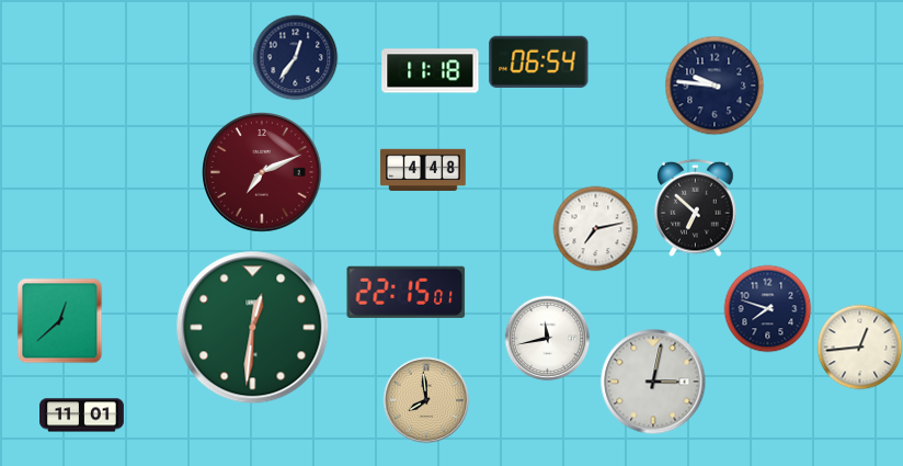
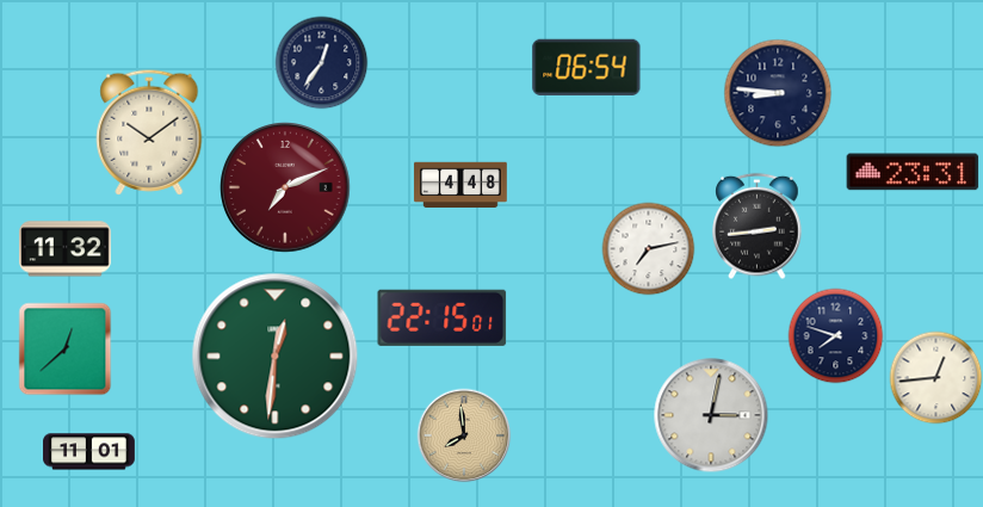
clock at (431, 71): 11:18 -> none
clock at (715, 86): 9:46 -> 8:46
clock at (149, 132): none -> 10:09
clock at (913, 172): none -> 23:31
clock at (696, 207): 6:52 -> 2:44
clock at (66, 249): none -> 11:32
clock at (547, 338): 11:43 -> none
